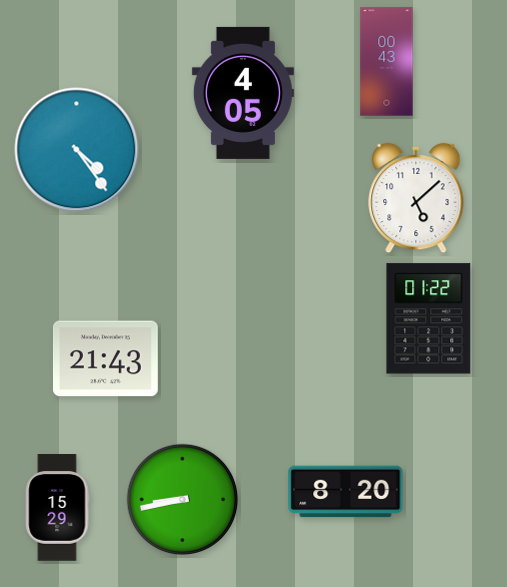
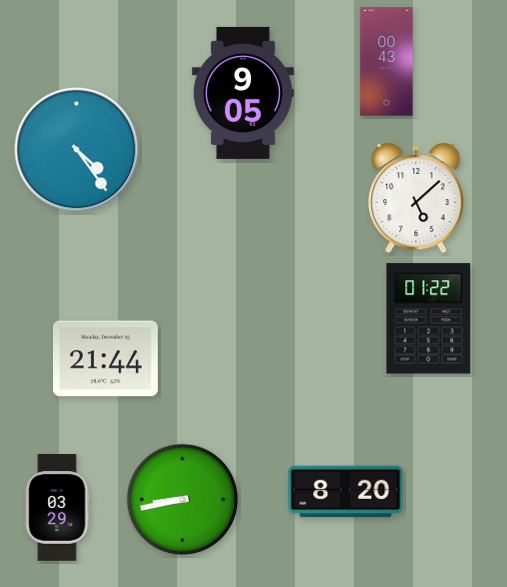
clock at (243, 93): 4:05 -> 9:05
clock at (105, 359): 21:43 -> 21:44
clock at (58, 508): 15:29 -> 03:29
